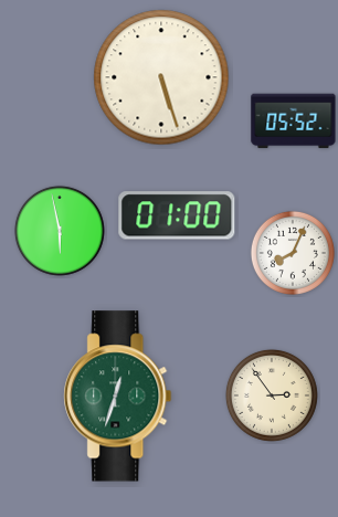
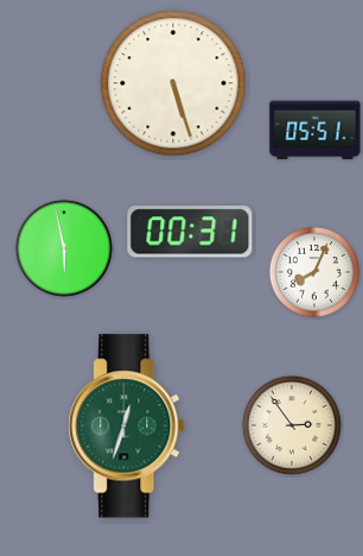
clock at (294, 122): 05:52 -> 05:51
clock at (177, 215): 01:00 -> 00:31
